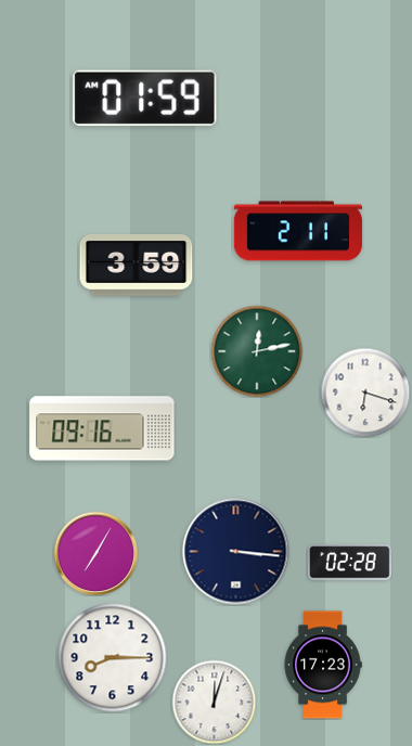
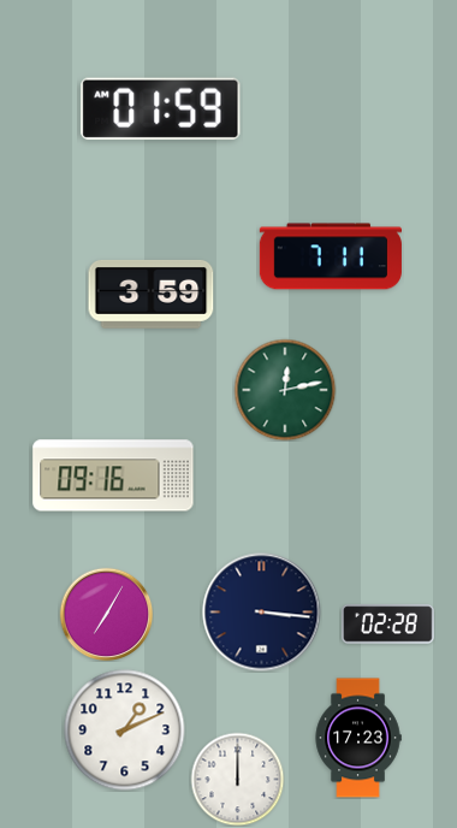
clock at (298, 231): 2:11 -> 7:11
clock at (365, 393): 6:18 -> none
clock at (113, 658): 8:15 -> 1:11
clock at (214, 702): 12:03 -> 12:00
